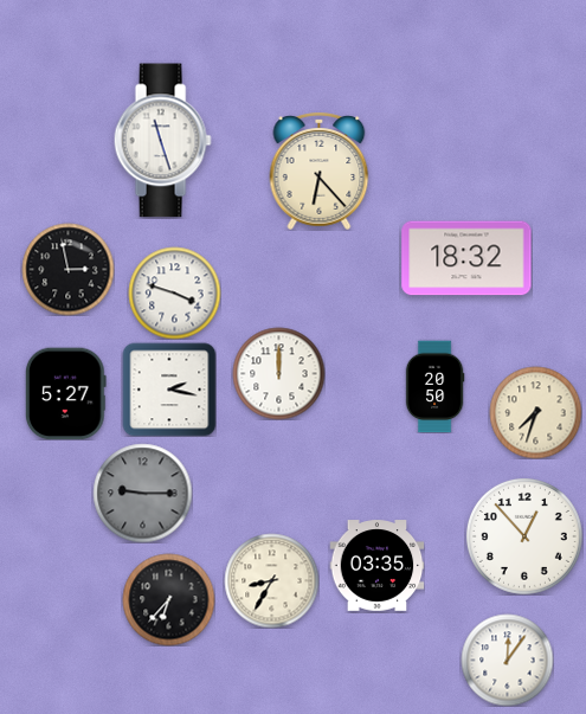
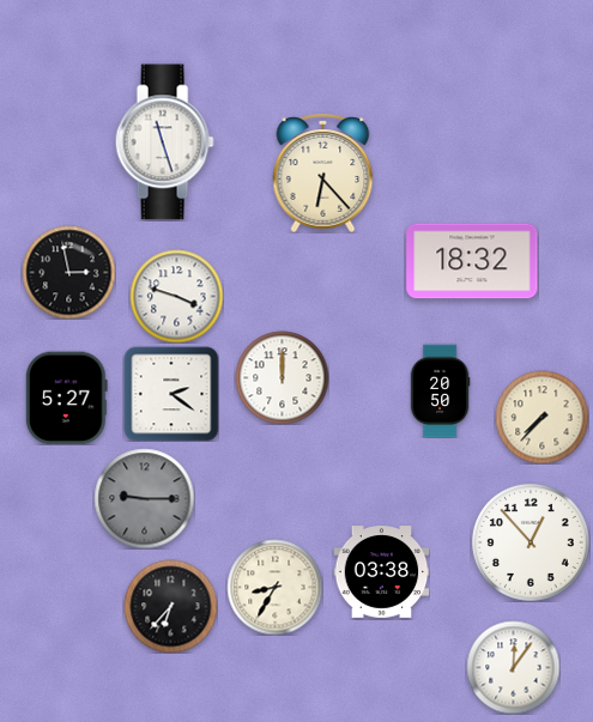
clock at (169, 390): 2:17 -> 2:21
clock at (535, 412): 7:33 -> 7:37
clock at (376, 566): 03:35 -> 03:38
